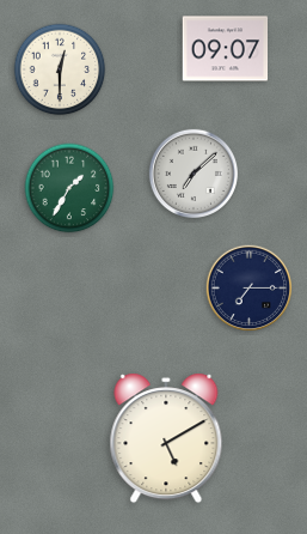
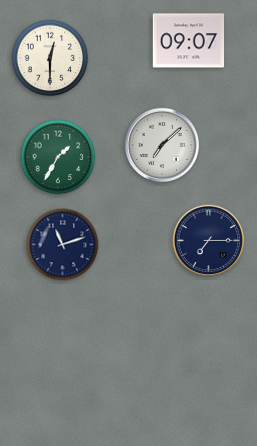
clock at (63, 245): none -> 11:12
clock at (166, 438): 5:10 -> none
